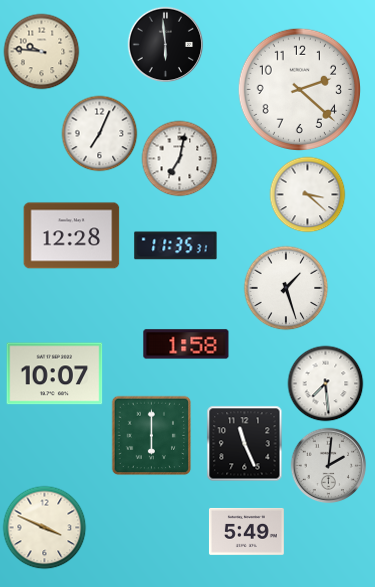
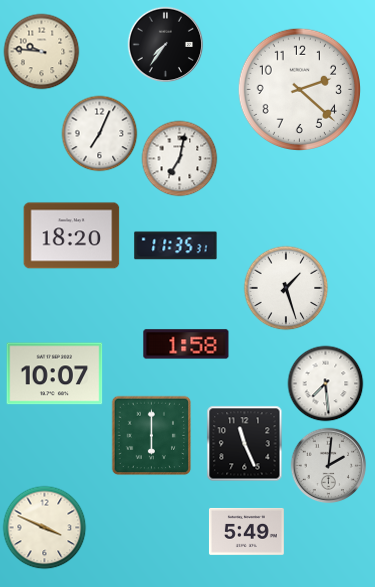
clock at (166, 45): 5:59 -> 7:36
clock at (308, 195): 3:22 -> none
clock at (72, 236): 12:28 -> 18:20
